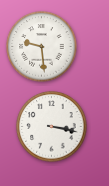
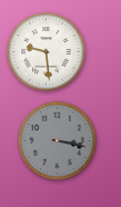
clock at (52, 127) dial: white -> grey
